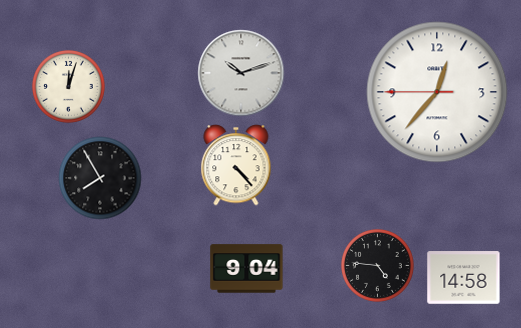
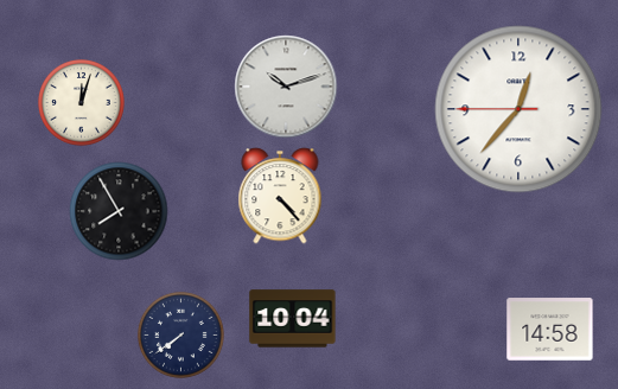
clock at (377, 265): 4:46 -> none
clock at (247, 269): 9:04 -> 10:04
clock at (180, 334): none -> 7:39
